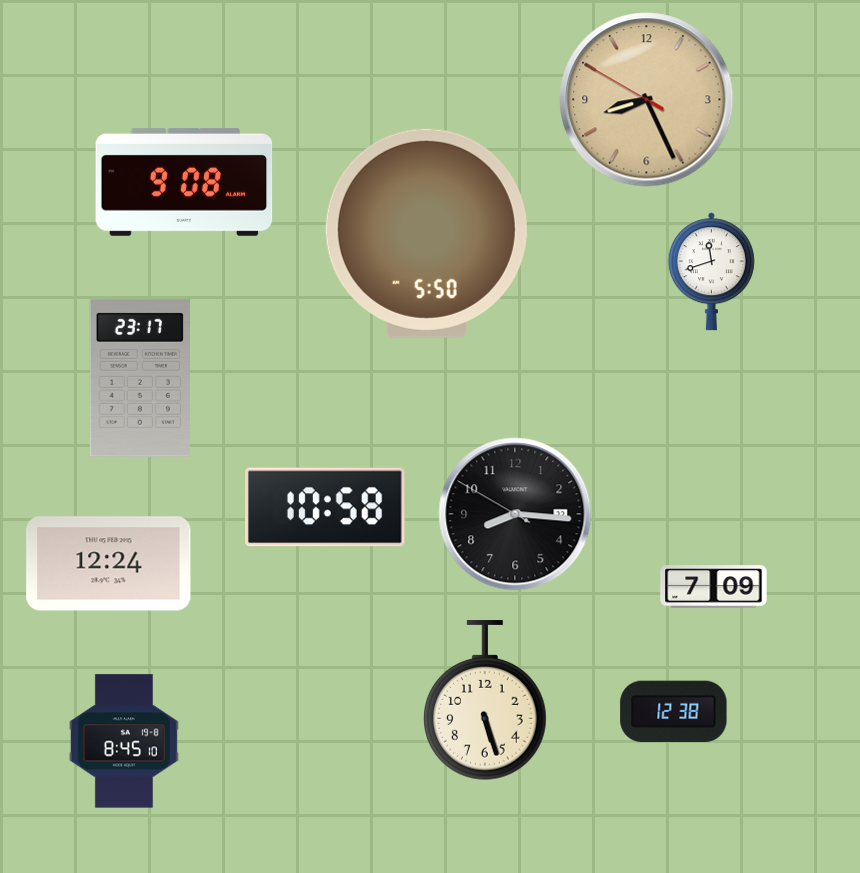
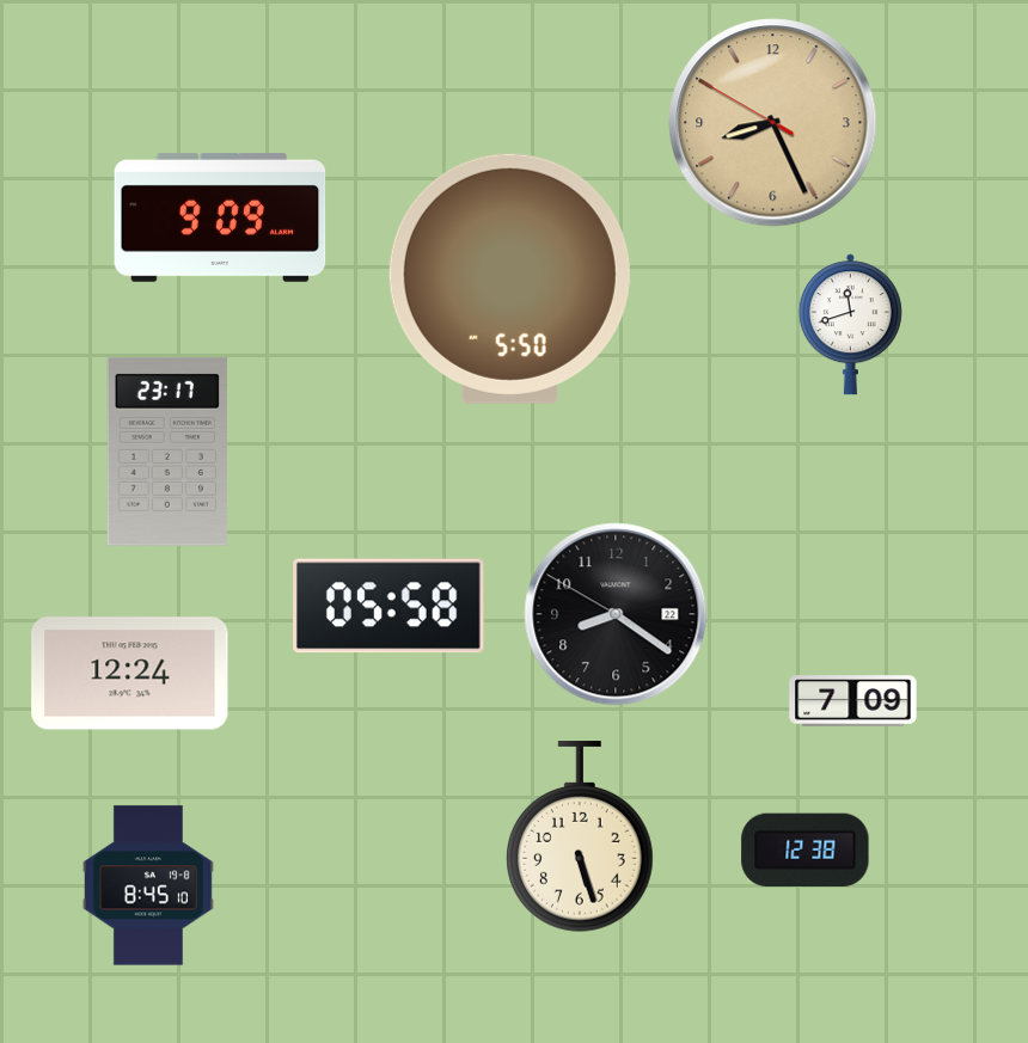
clock at (647, 100) position: (647, 100) -> (773, 123)
clock at (184, 182): 9:08 -> 9:09
clock at (326, 507): 10:58 -> 05:58
clock at (515, 514): 8:15 -> 8:20
